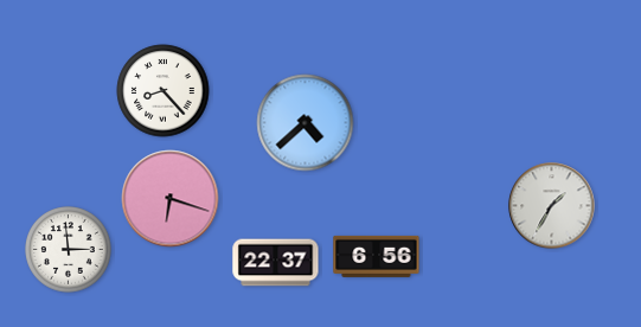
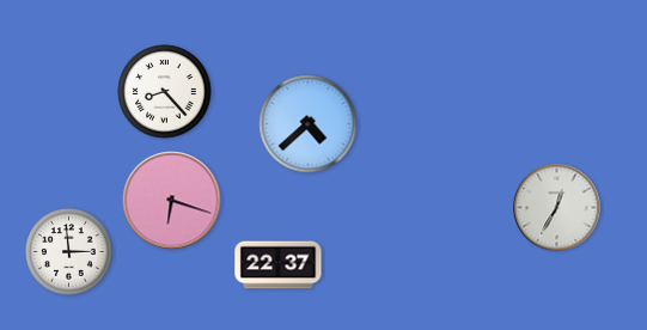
clock at (552, 206): 1:35 -> 12:35
clock at (377, 256): 6:56 -> none
